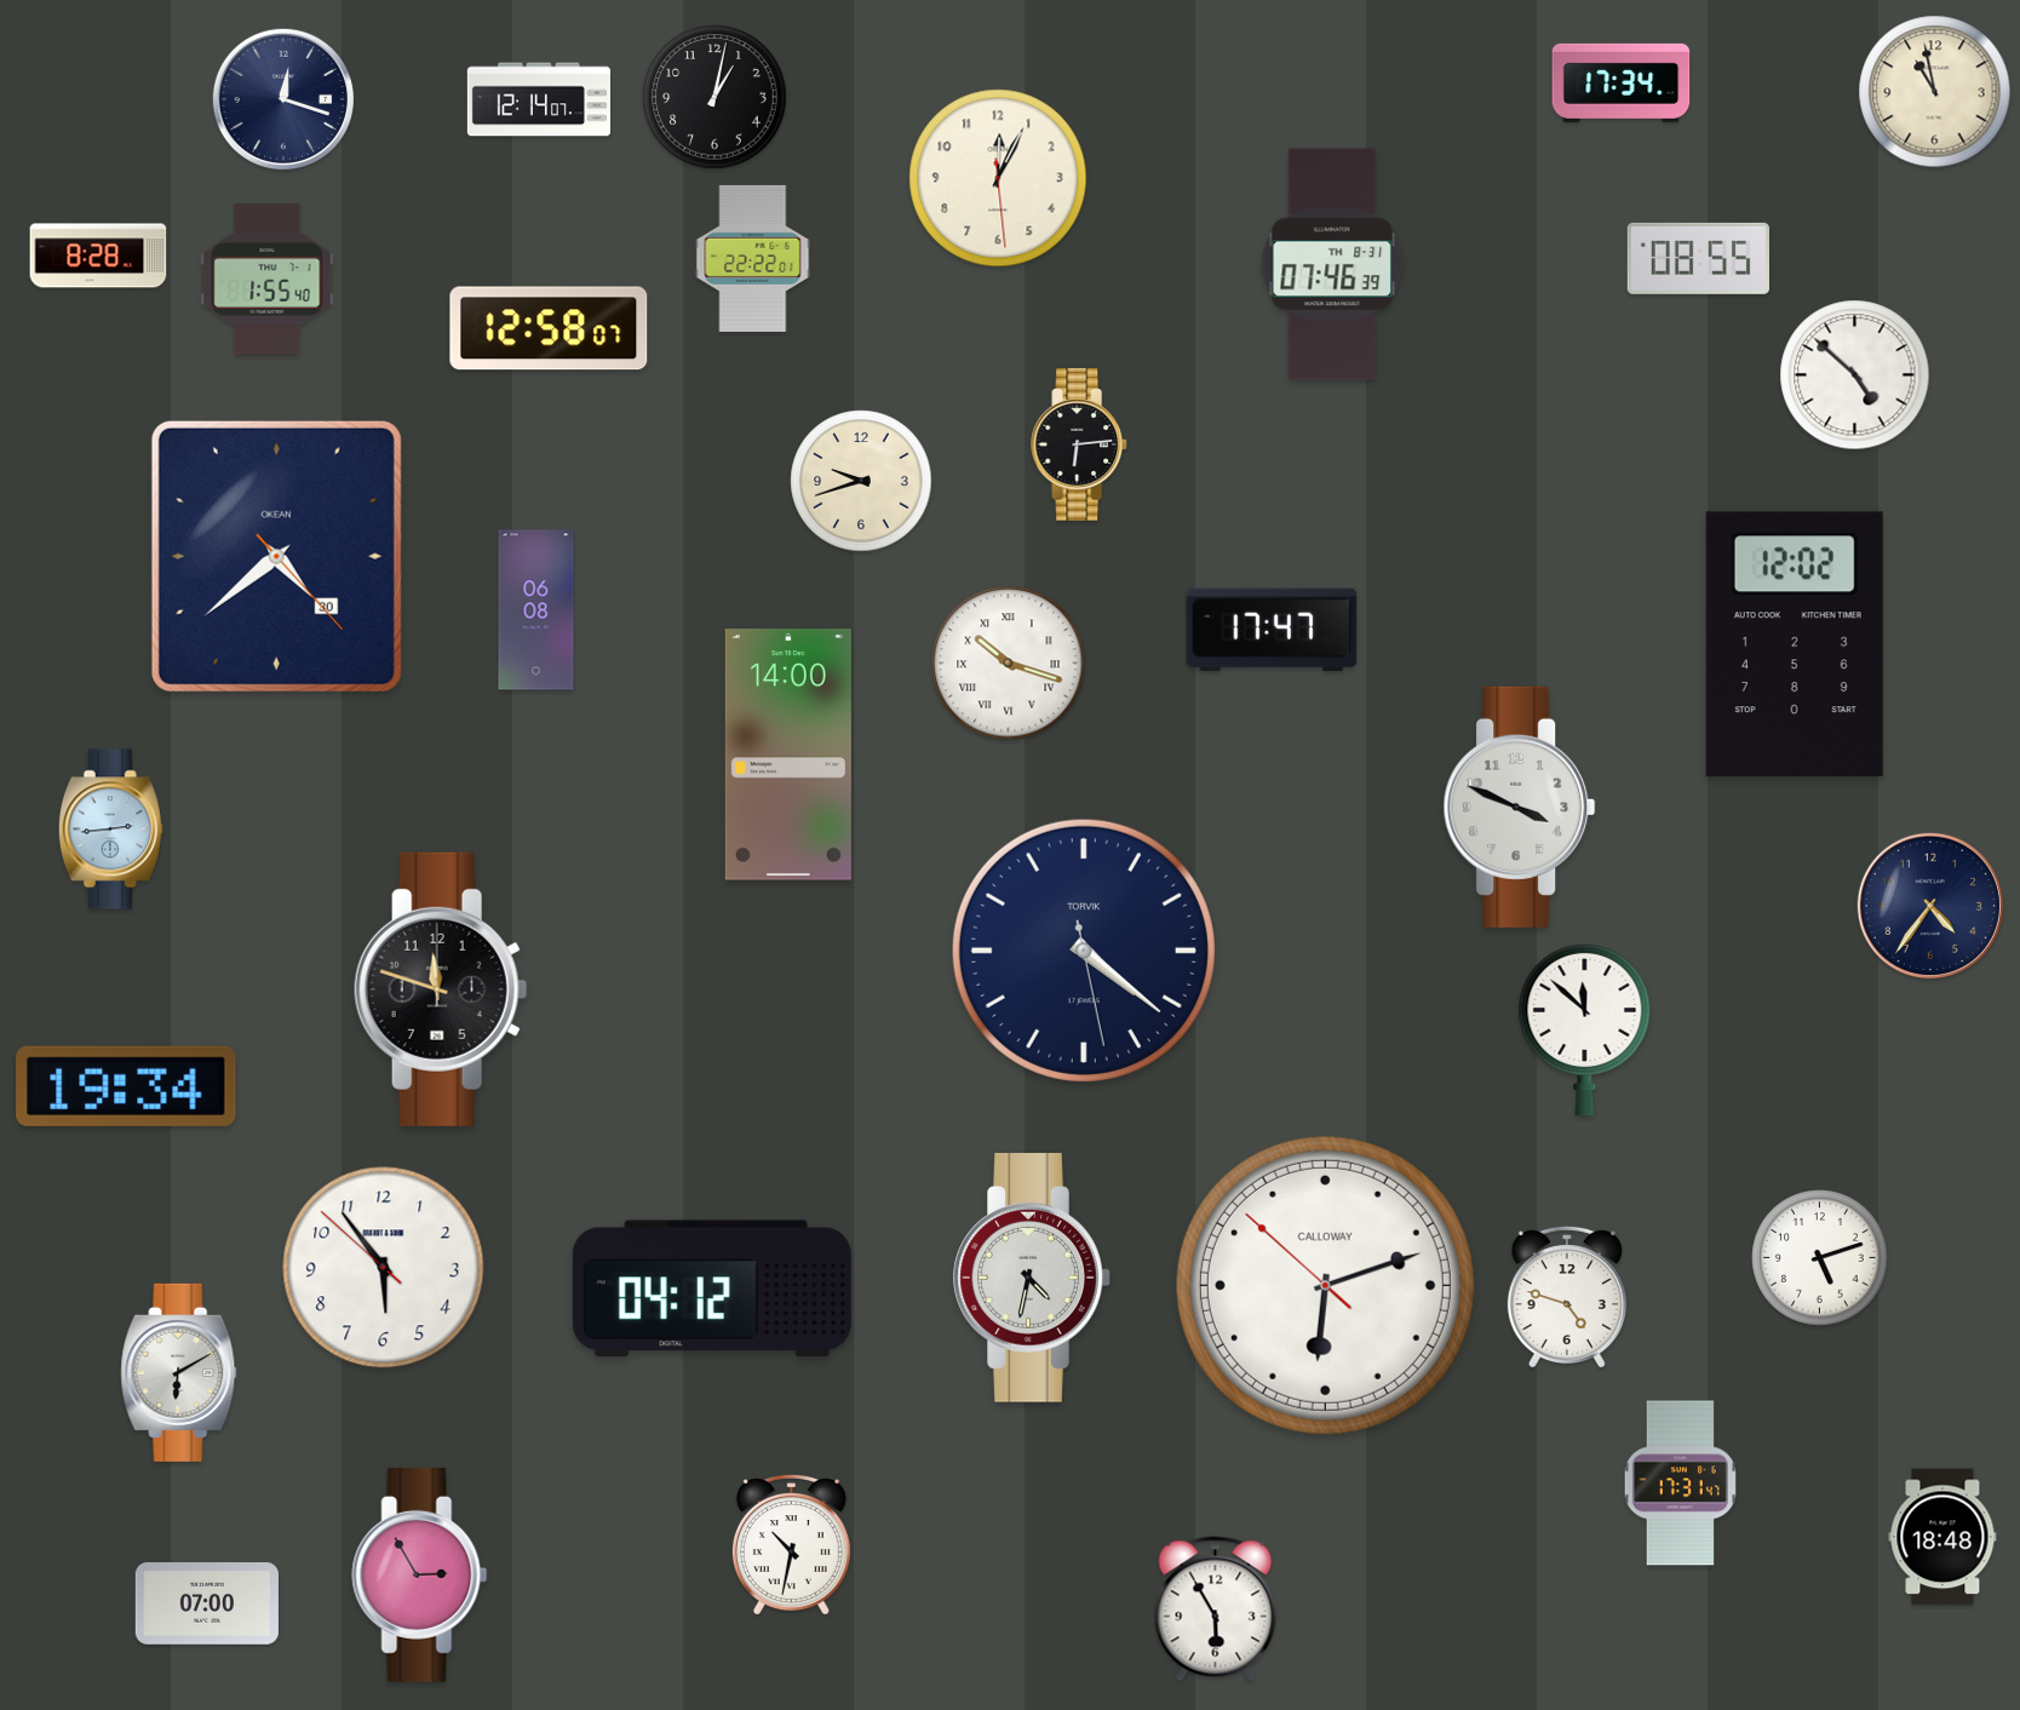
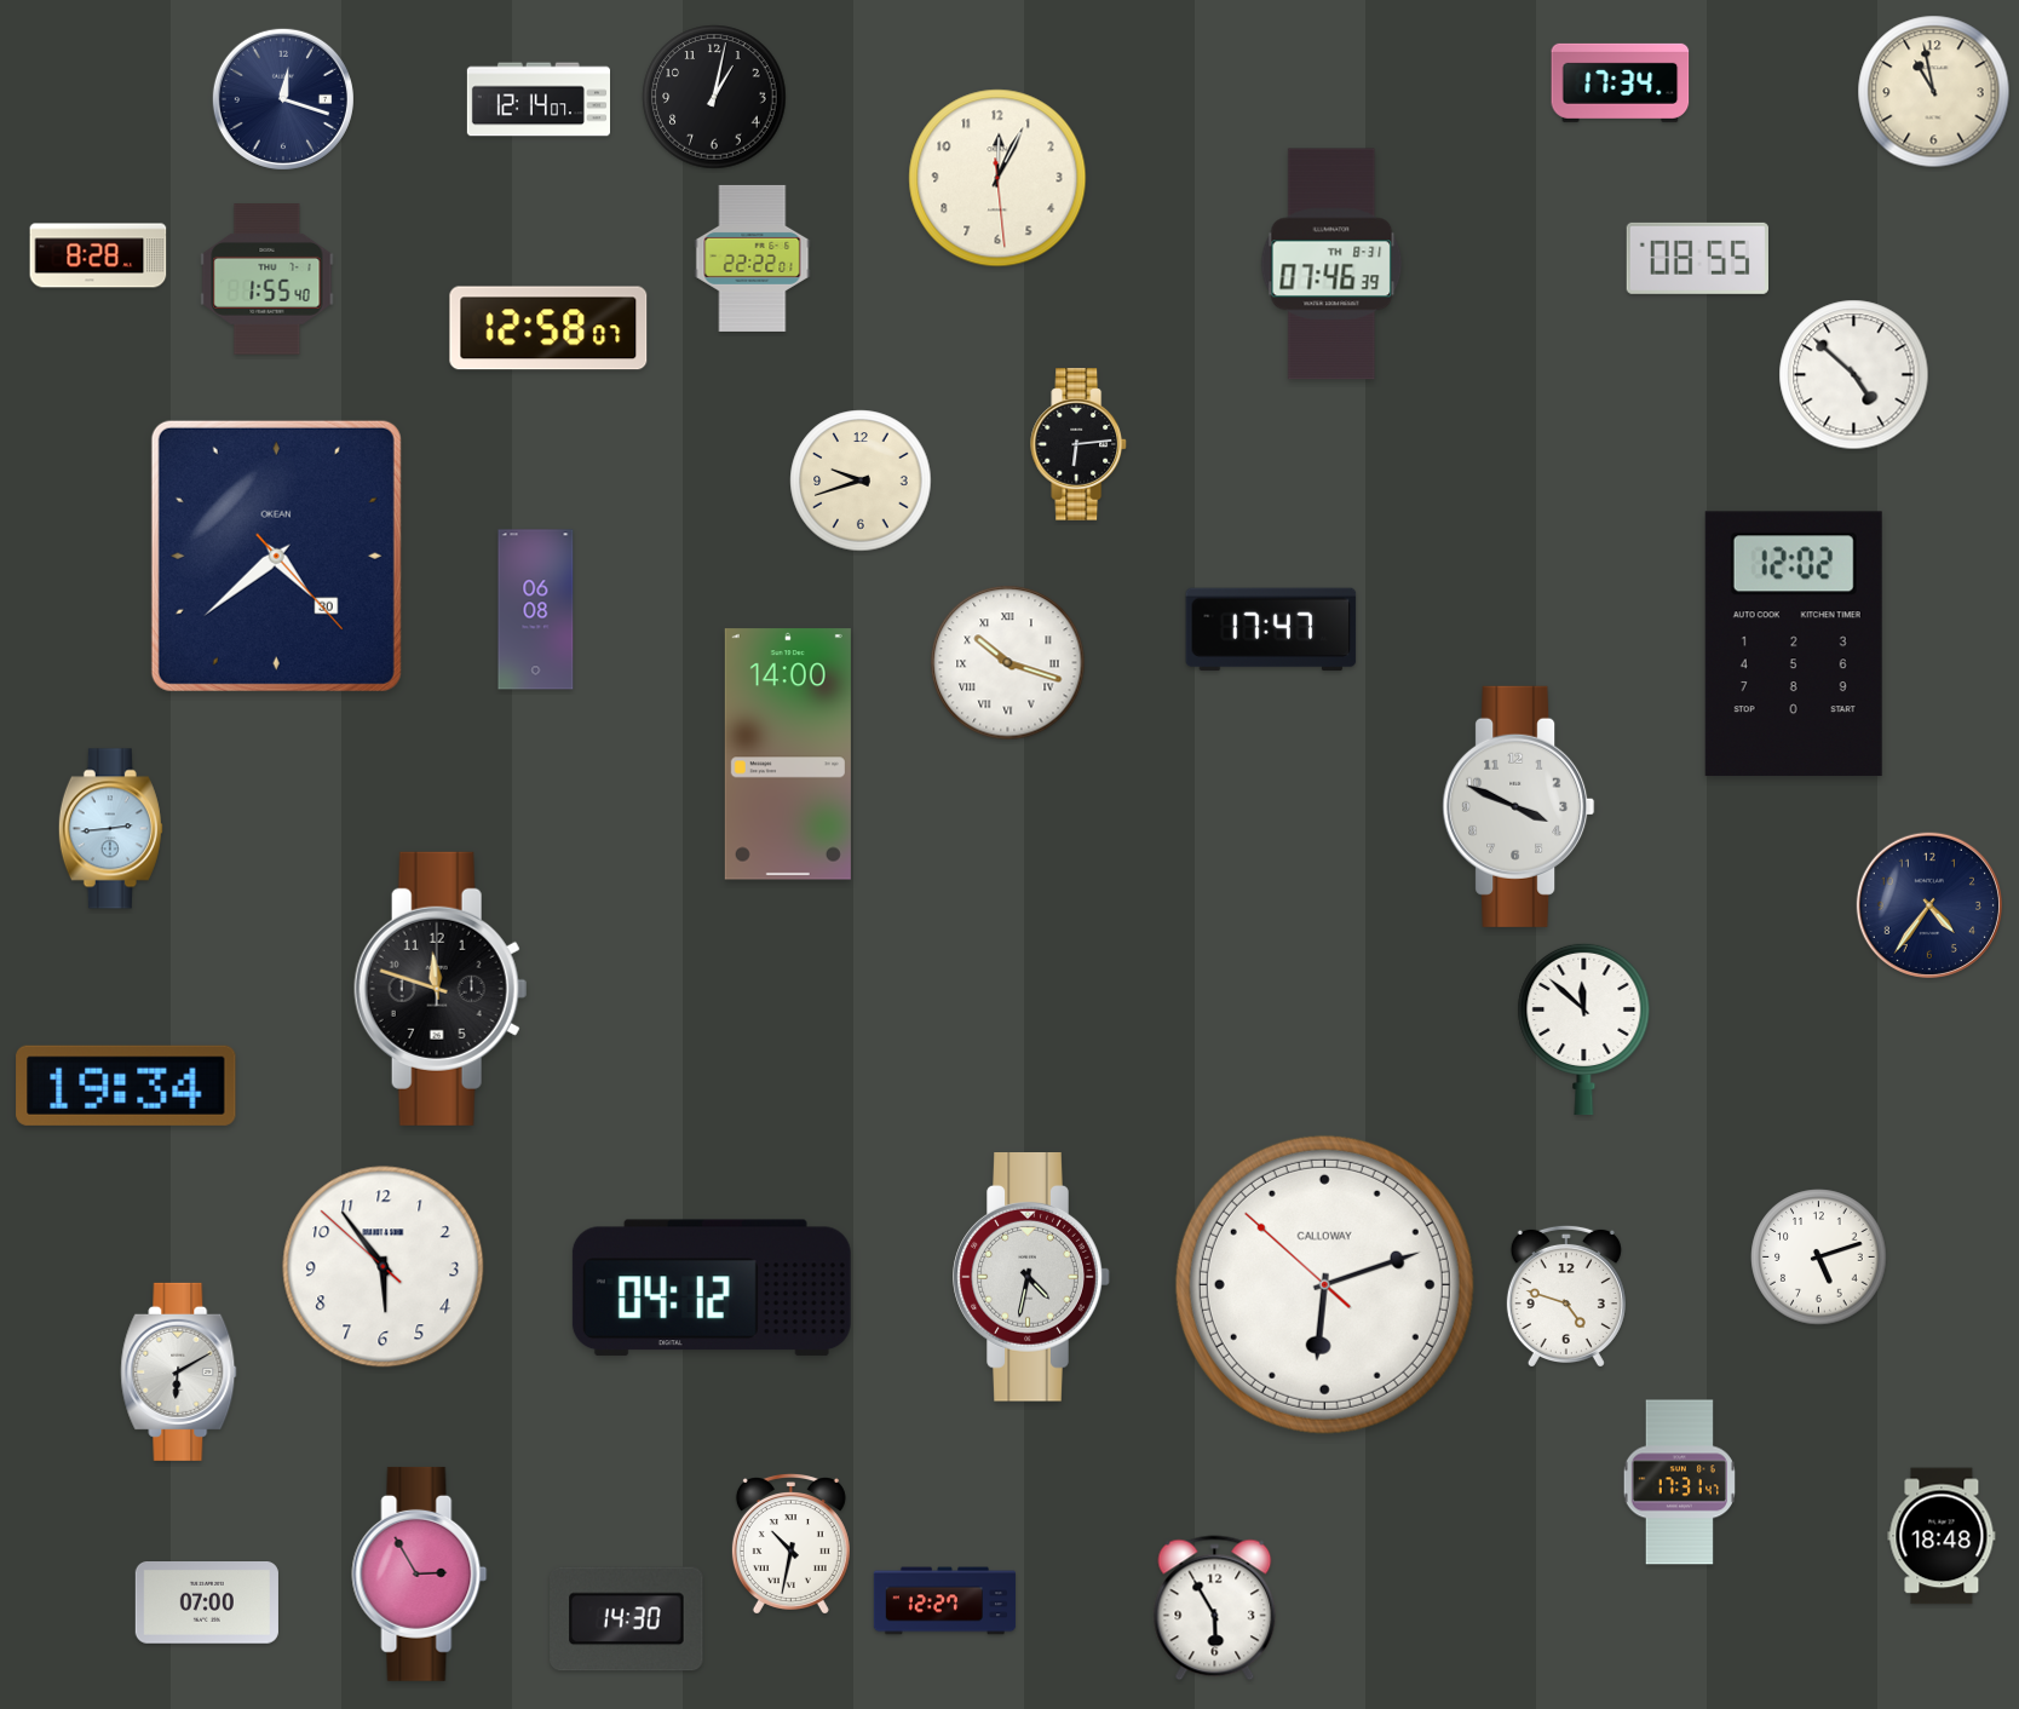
clock at (1084, 951): 4:21 -> none
clock at (945, 1601): none -> 12:27
clock at (627, 1619): none -> 14:30
